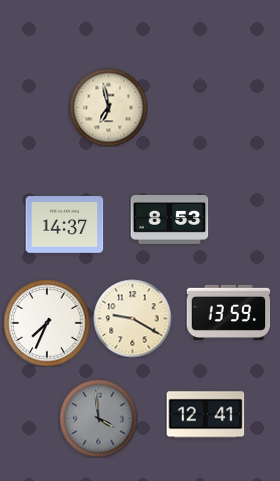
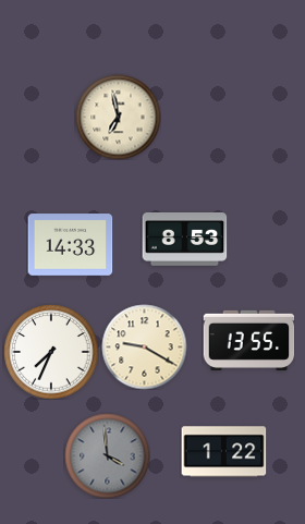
clock at (64, 225): 14:37 -> 14:33
clock at (228, 312): 13:59 -> 13:55
clock at (205, 415): 12:41 -> 1:22
